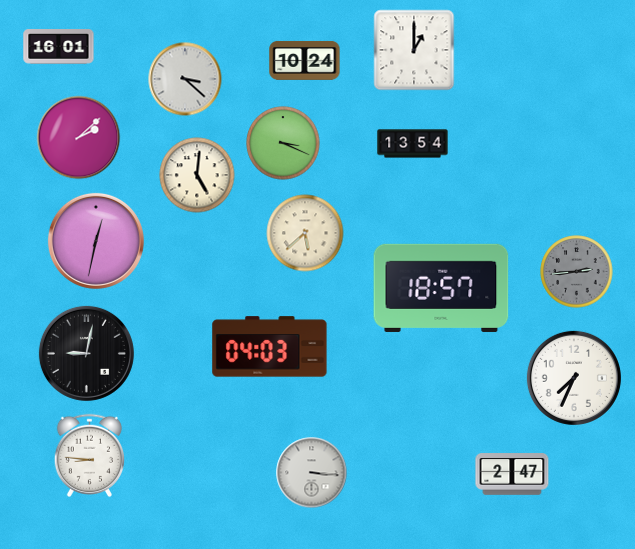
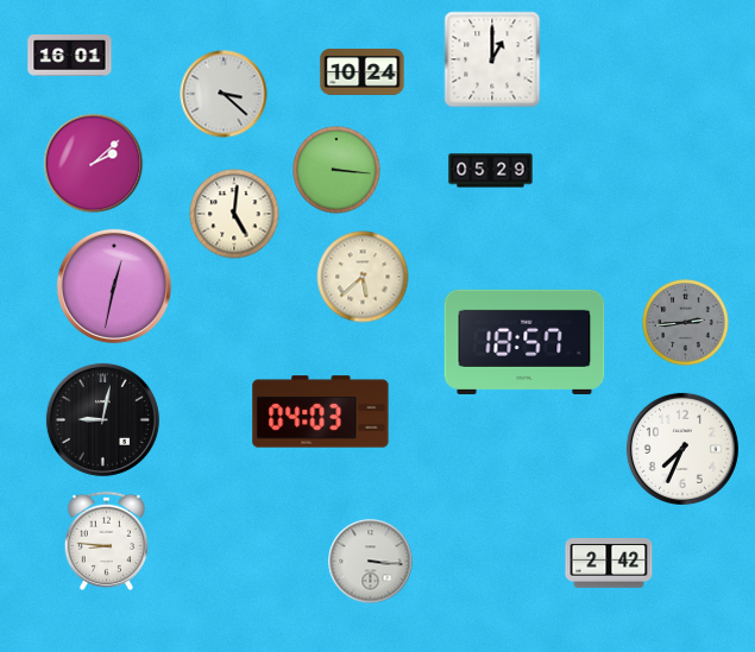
clock at (185, 79) position: (185, 79) -> (224, 94)
clock at (283, 143): 3:19 -> 3:16
clock at (413, 144): 13:54 -> 05:29
clock at (197, 175) position: (197, 175) -> (234, 214)
clock at (512, 474): 2:47 -> 2:42
